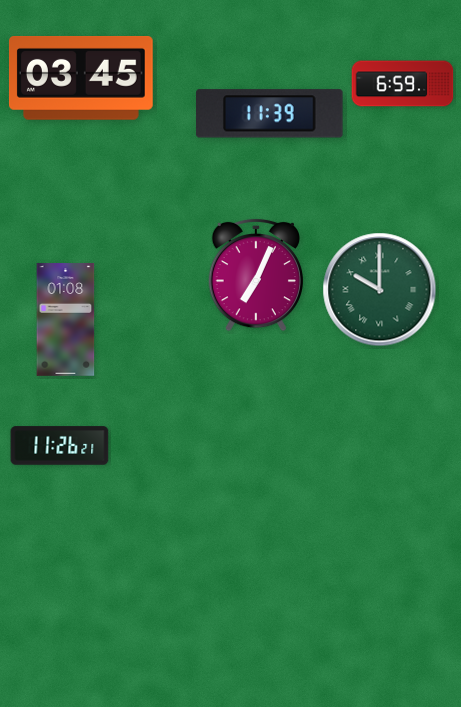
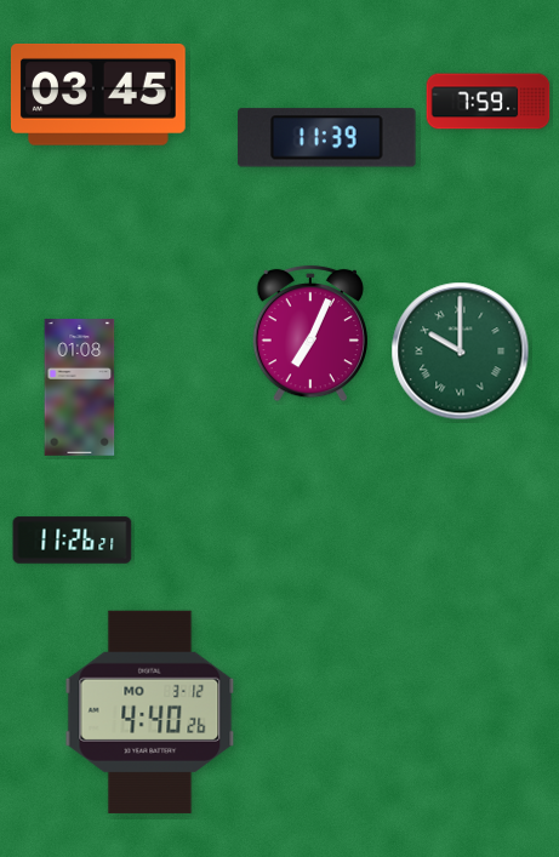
clock at (403, 84): 6:59 -> 7:59
clock at (150, 712): none -> 4:40
